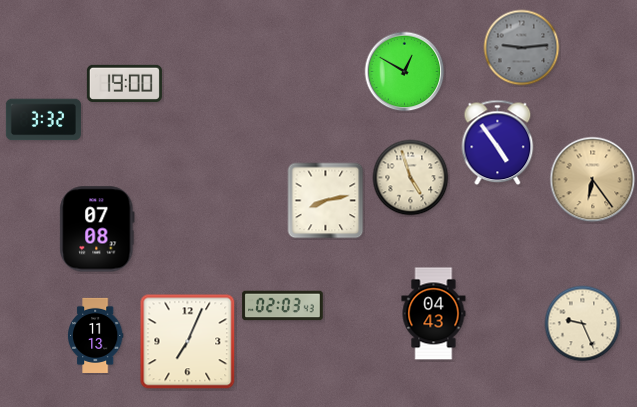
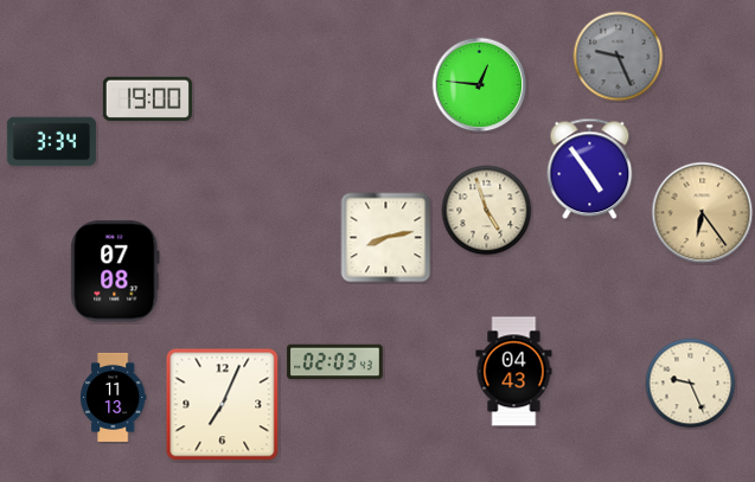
clock at (522, 48): 9:14 -> 9:26
clock at (405, 72): 12:50 -> 12:46
clock at (43, 120): 3:32 -> 3:34
